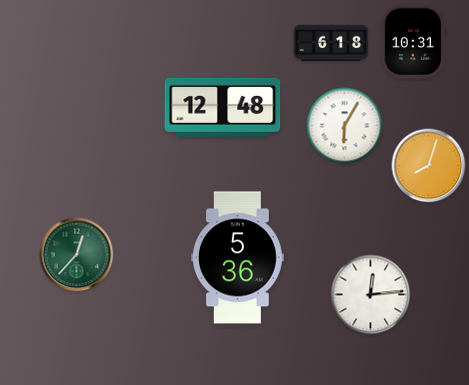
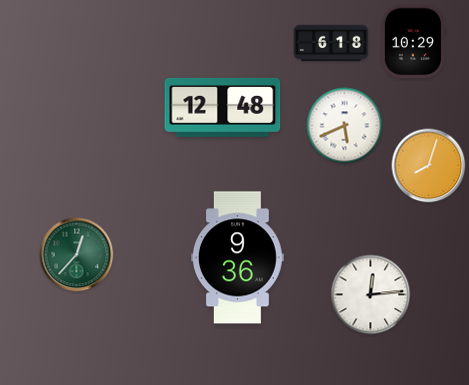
clock at (413, 42): 10:31 -> 10:29
clock at (345, 126): 6:05 -> 5:41
clock at (238, 258): 5:36 -> 9:36
